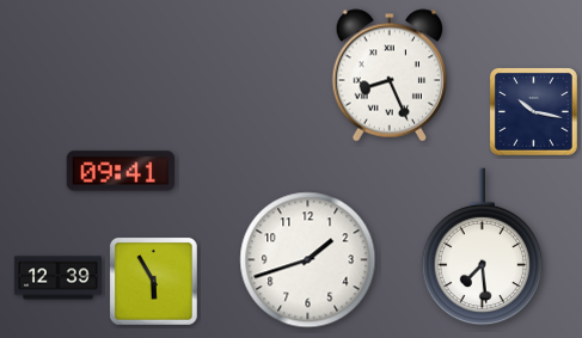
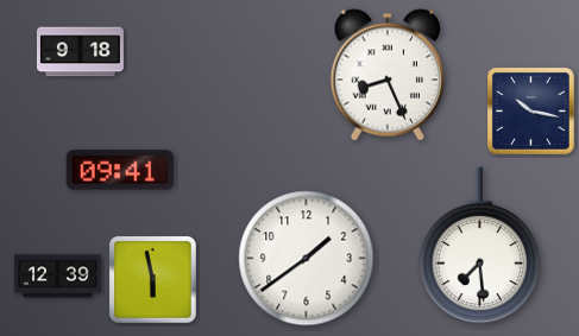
clock at (80, 52): none -> 9:18
clock at (308, 260): 1:42 -> 1:39
clock at (153, 281): 5:55 -> 5:58
